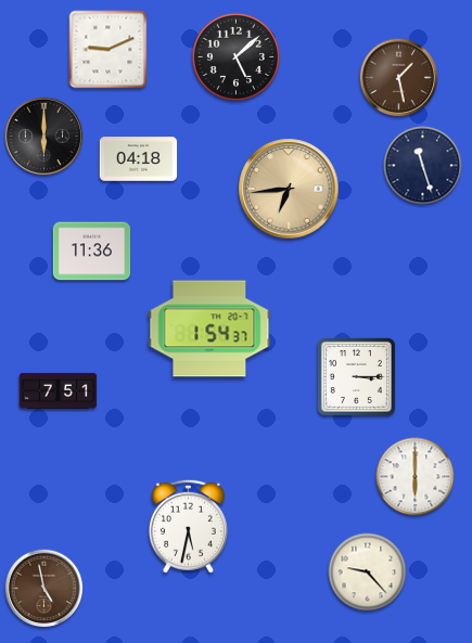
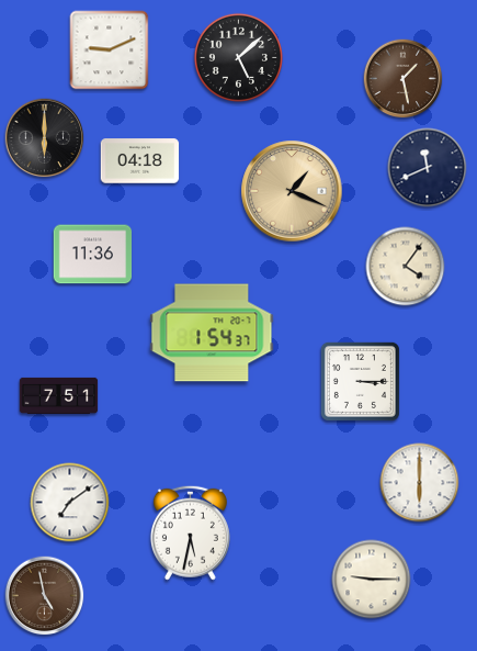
clock at (423, 166): 11:27 -> 11:41
clock at (289, 189): 6:44 -> 1:19
clock at (406, 267): none -> 4:06
clock at (70, 503): none -> 7:09
clock at (368, 573): 9:23 -> 9:15
